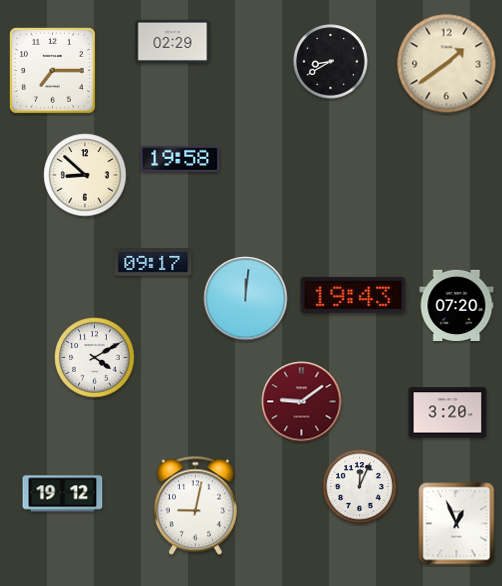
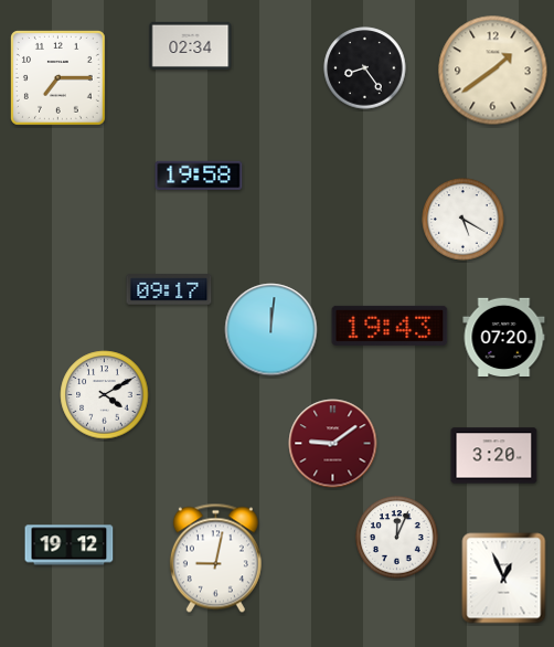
clock at (173, 41): 02:29 -> 02:34
clock at (331, 62): 8:40 -> 8:24
clock at (85, 175): 8:52 -> none
clock at (464, 220): none -> 5:20
